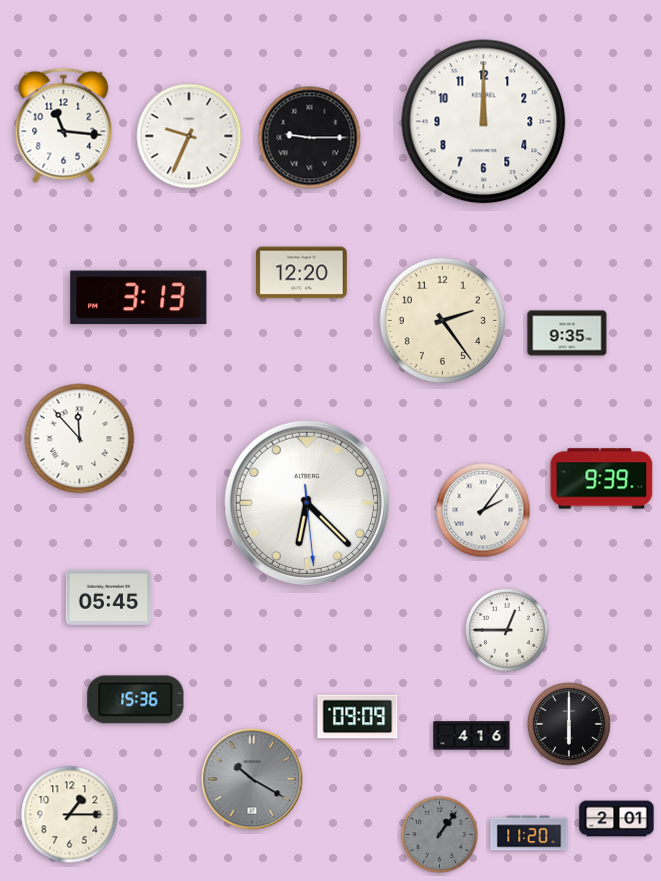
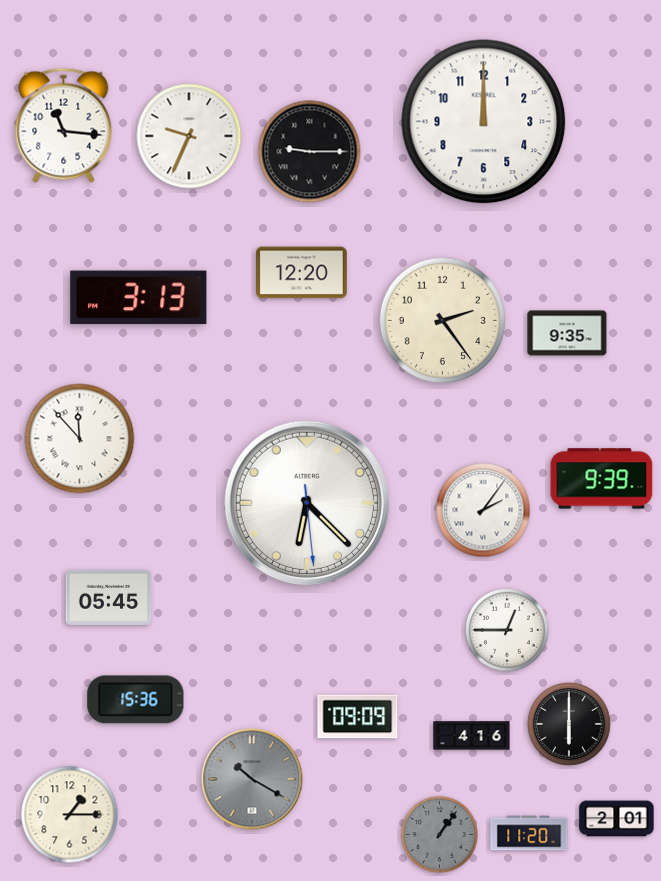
clock at (310, 138) position: (310, 138) -> (310, 152)
